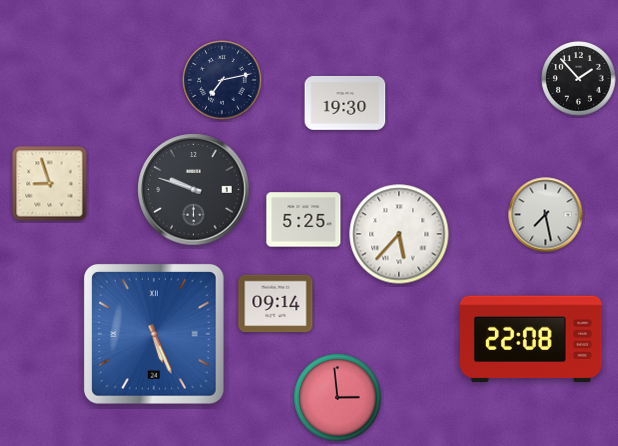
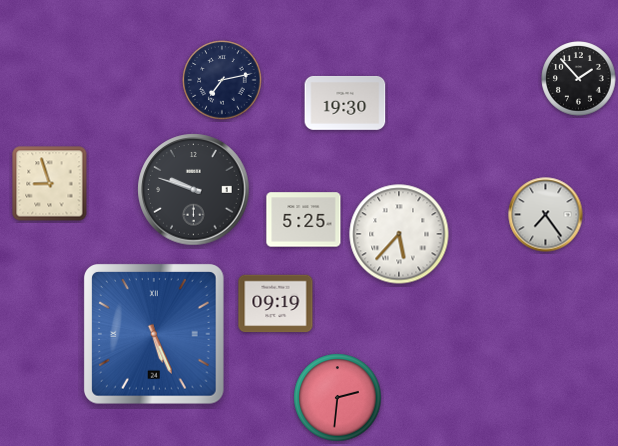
clock at (546, 215): 7:28 -> 7:24
clock at (276, 304): 09:14 -> 09:19
clock at (531, 339): 22:08 -> none
clock at (338, 398): 2:59 -> 2:31
